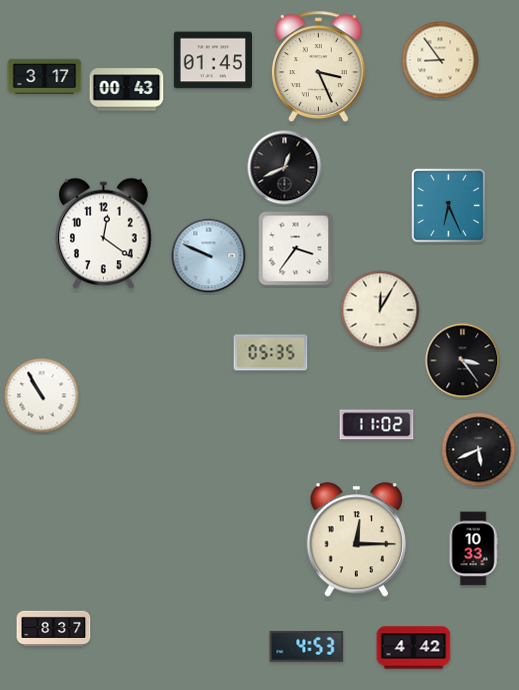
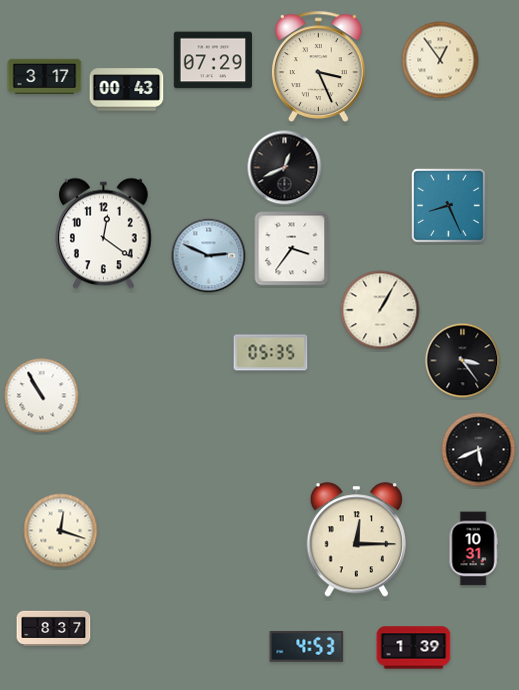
clock at (212, 60): 01:45 -> 07:29
clock at (440, 60): 8:54 -> 12:54
clock at (449, 206): 6:26 -> 8:26
clock at (296, 249) position: (296, 249) -> (292, 249)
clock at (209, 256): 9:49 -> 2:49
clock at (380, 310): 12:05 -> 1:05
clock at (377, 425): 11:02 -> none
clock at (61, 531): none -> 12:18
clock at (473, 549): 10:33 -> 10:31
clock at (414, 648): 4:42 -> 1:39
